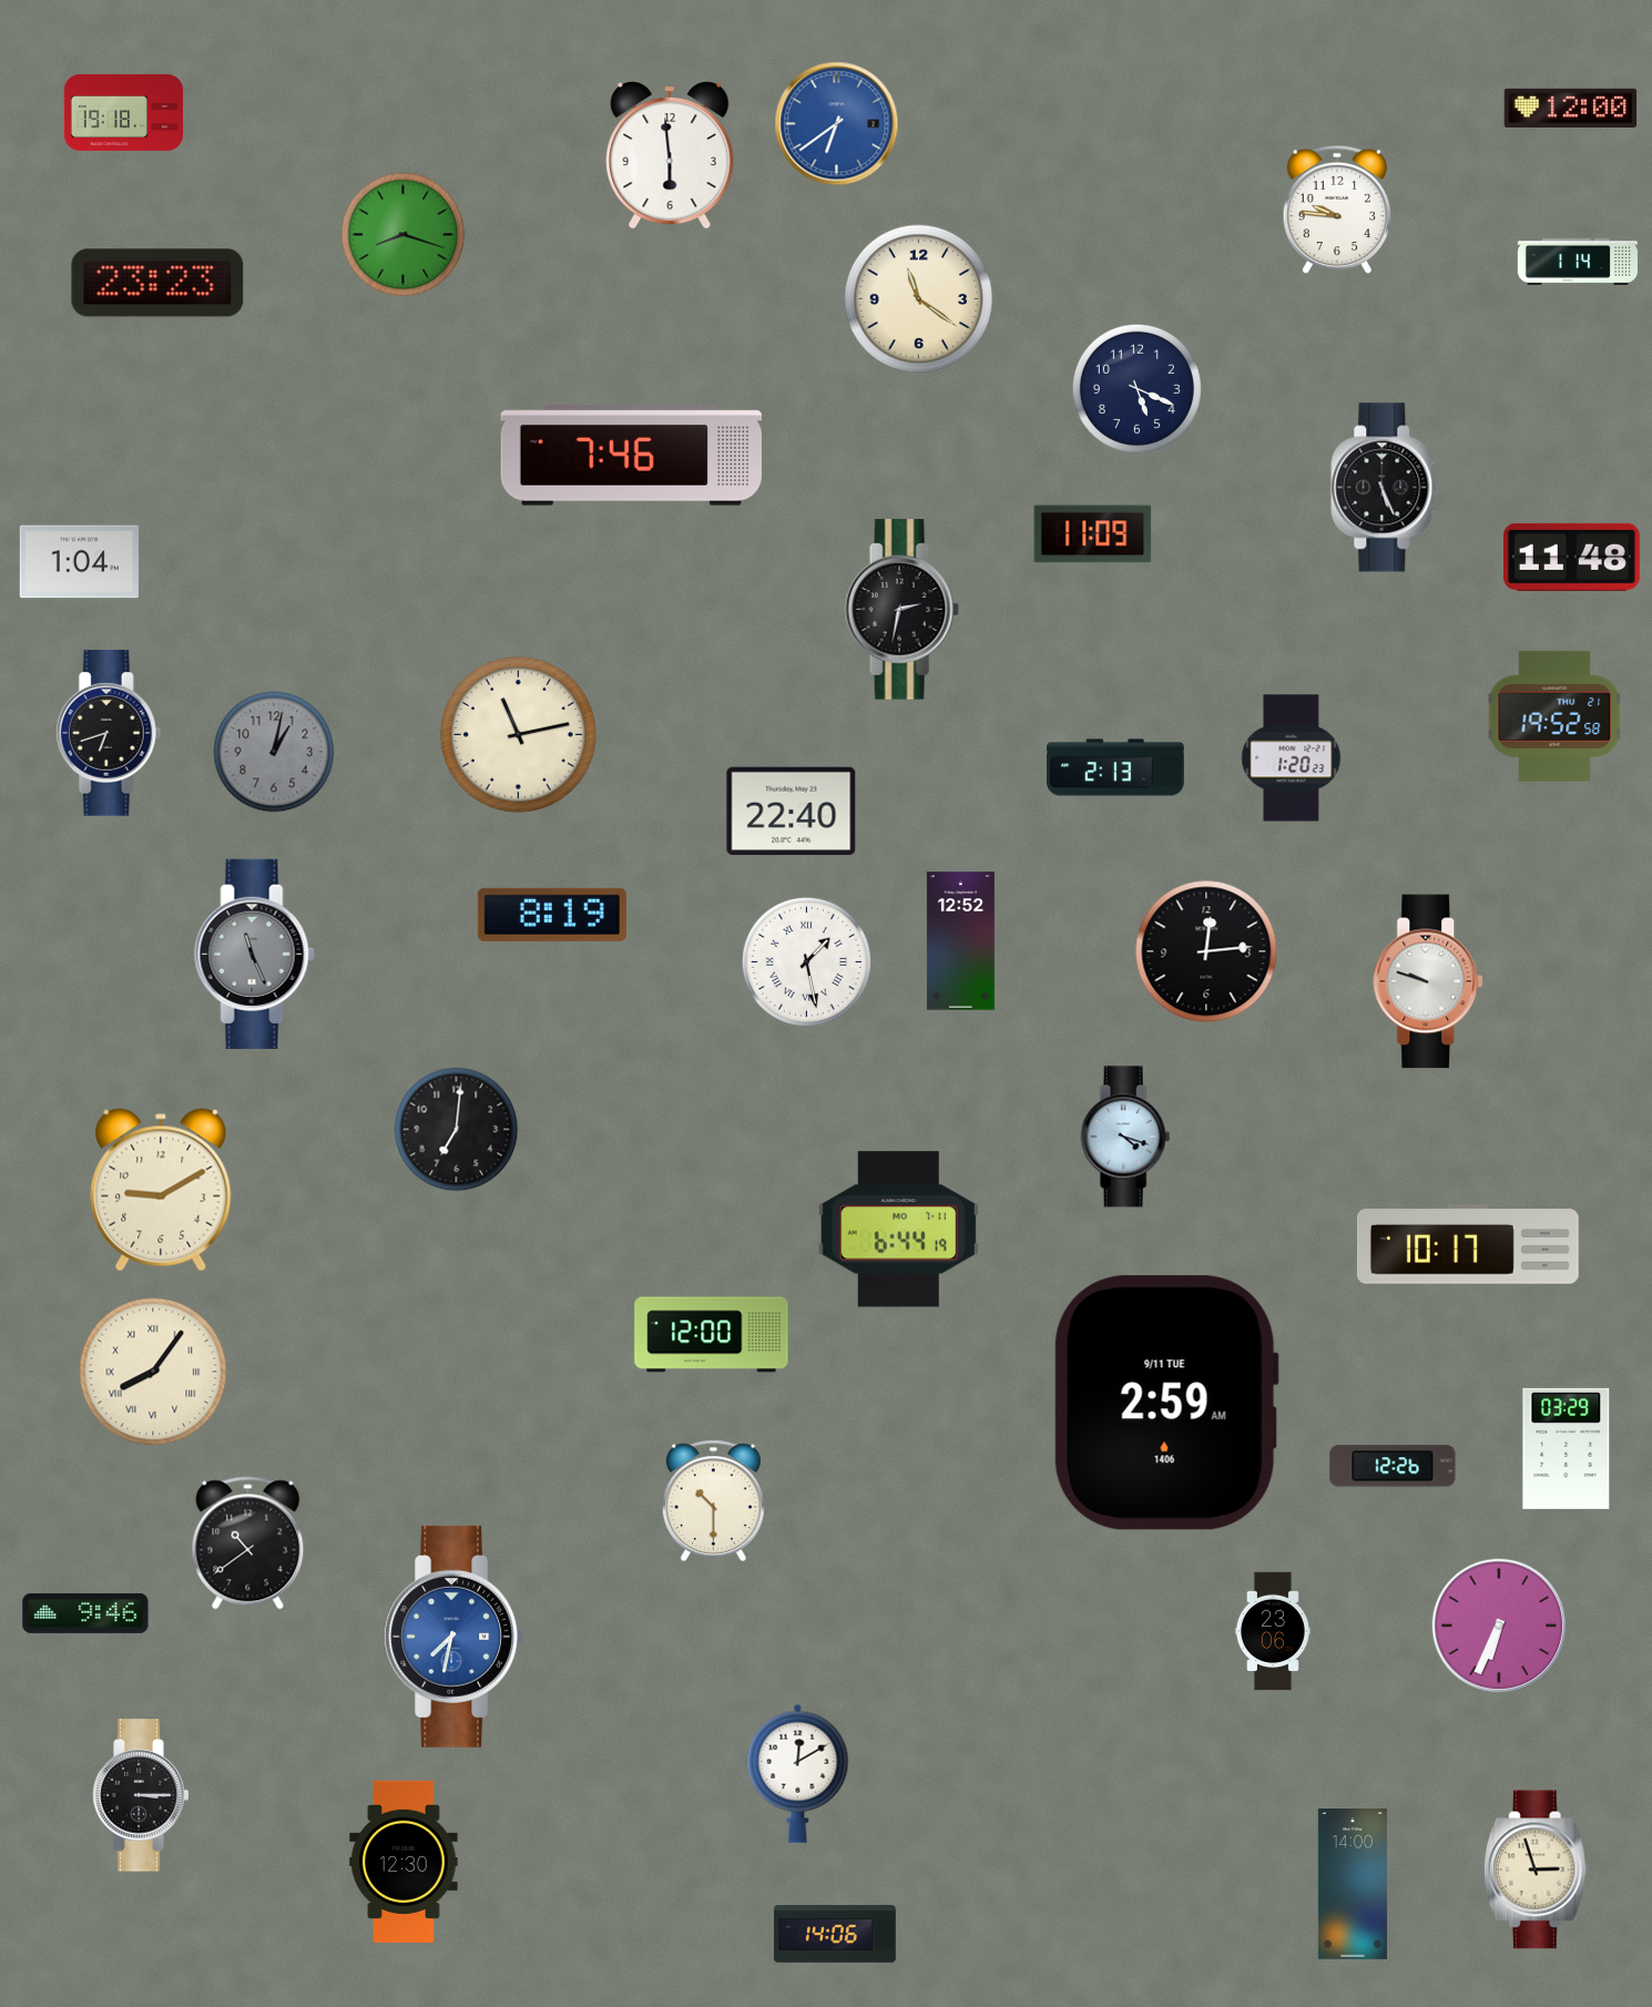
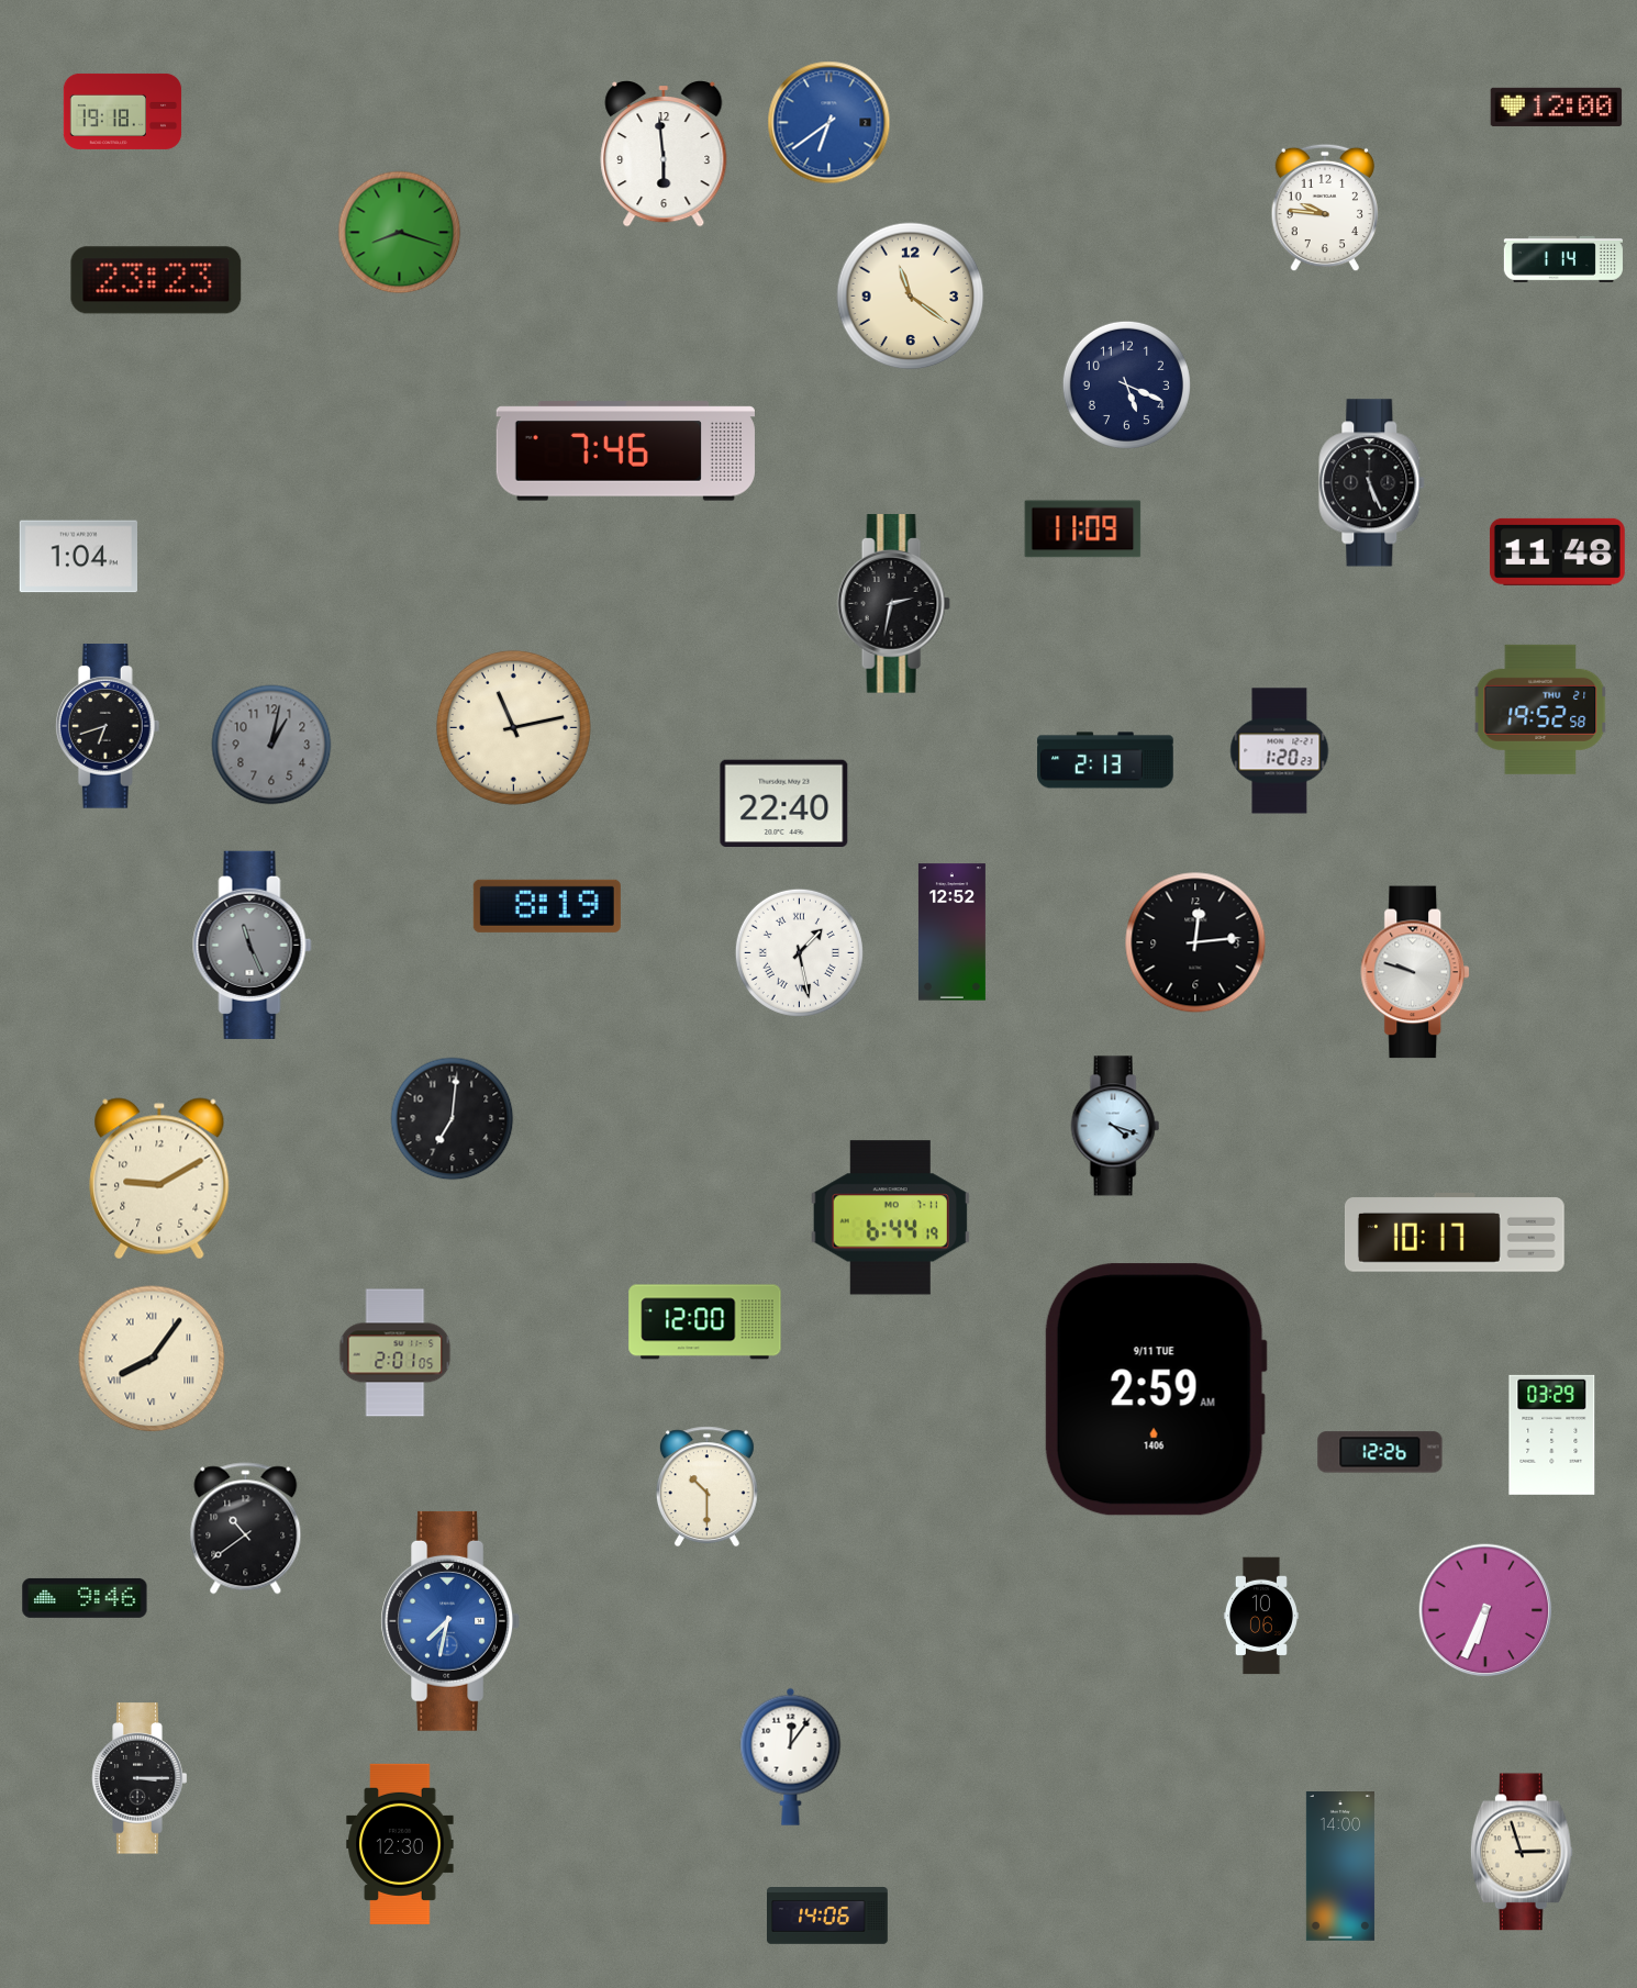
clock at (396, 1353): none -> 2:01
clock at (1273, 1631): 23:06 -> 10:06
clock at (798, 1773): 12:10 -> 12:06
